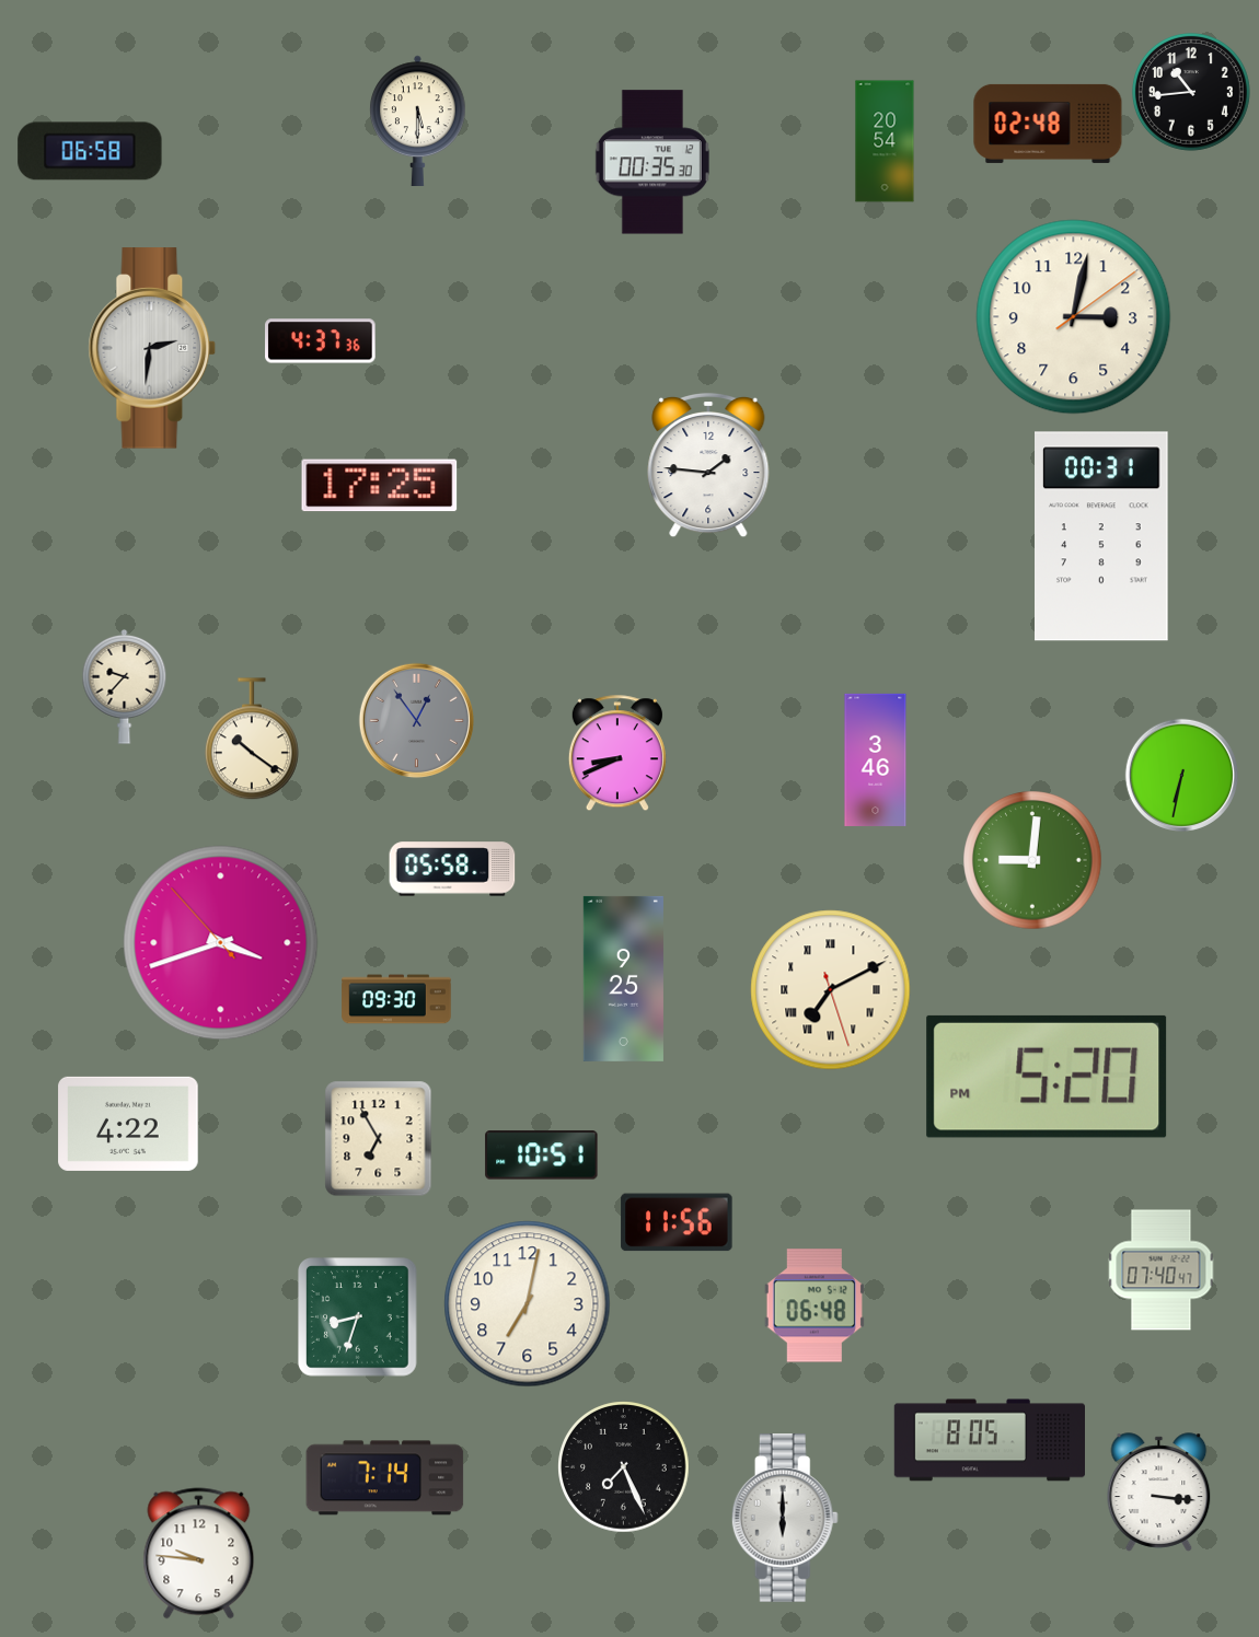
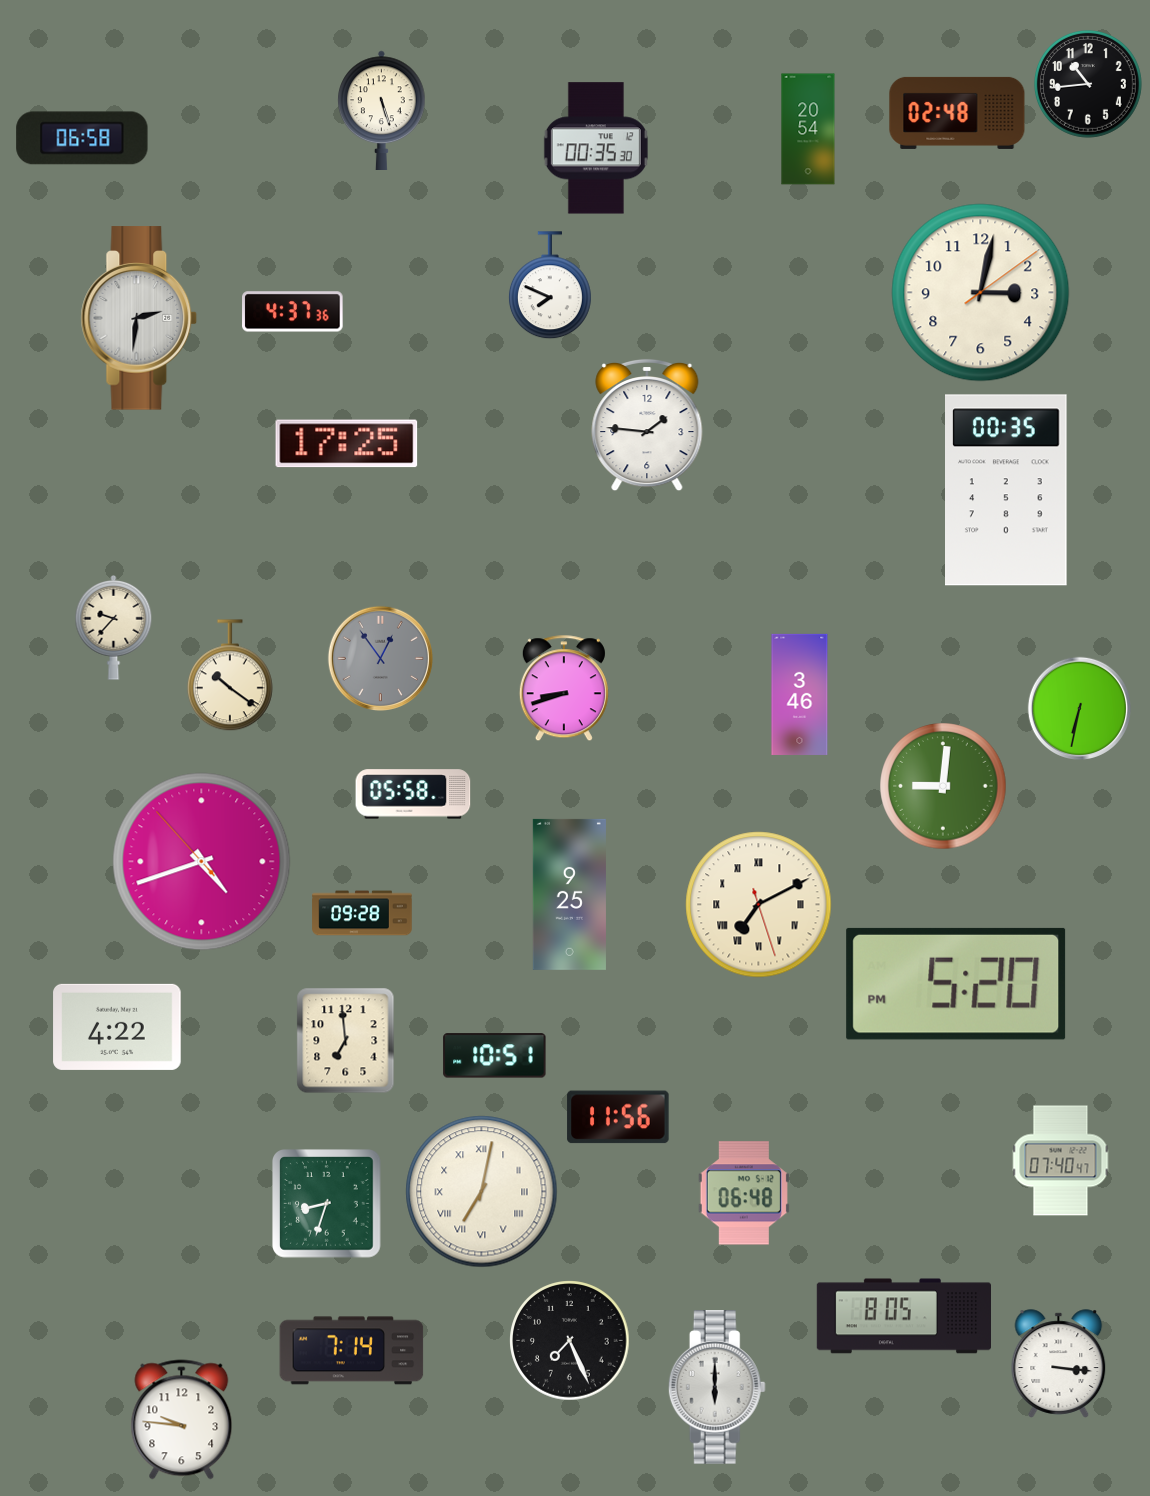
clock at (418, 120): 5:30 -> 5:27
clock at (550, 286): none -> 7:49
clock at (1074, 317) position: (1074, 317) -> (981, 293)
clock at (1101, 536): 00:31 -> 00:35
clock at (617, 754): 8:41 -> 8:42
clock at (221, 943): 3:41 -> 4:41
clock at (396, 999): 09:30 -> 09:28
clock at (379, 1139): 6:55 -> 6:59
clock at (528, 1304) numerals: Arabic -> Roman
